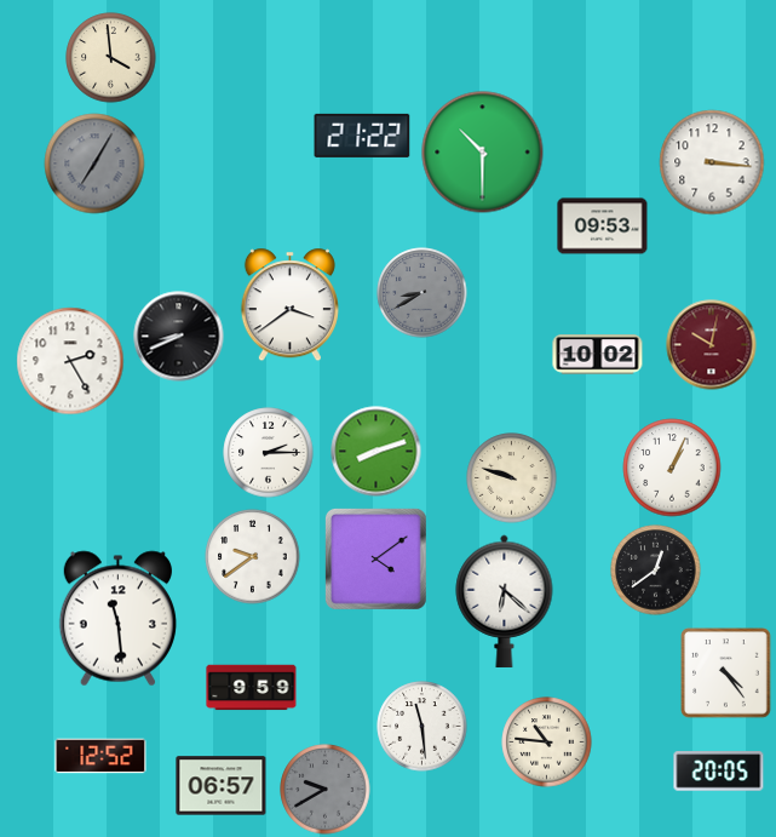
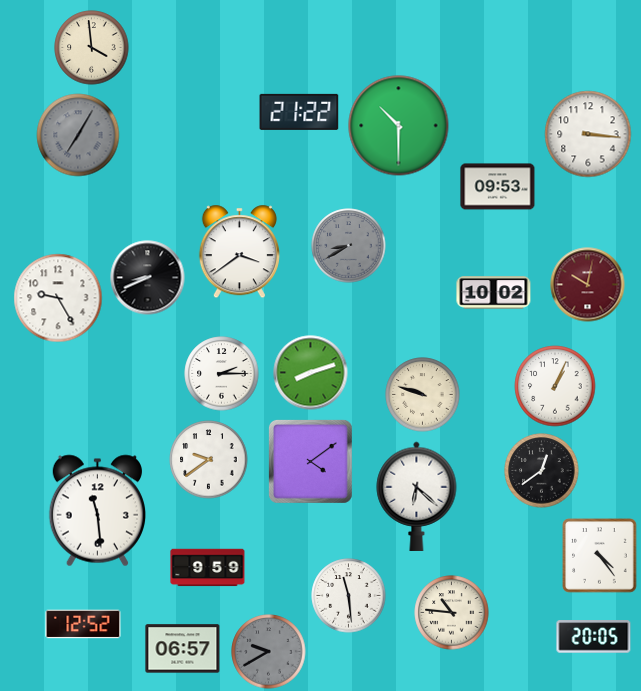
clock at (423, 293) position: (423, 293) -> (349, 246)
clock at (70, 361): 2:25 -> 9:25
clock at (423, 727) position: (423, 727) -> (349, 596)
